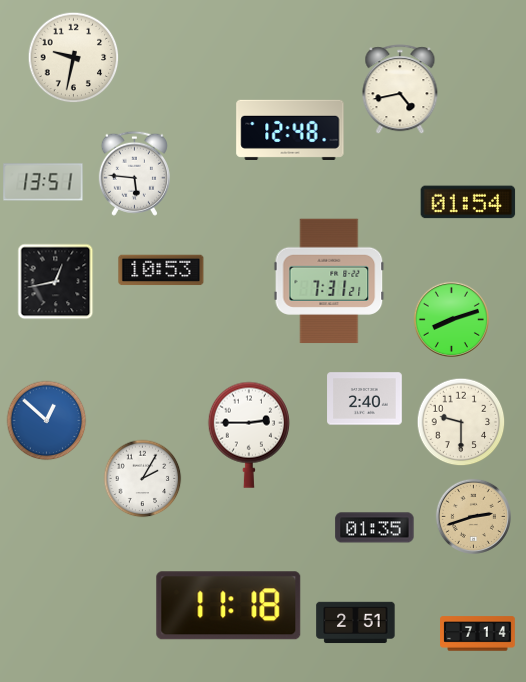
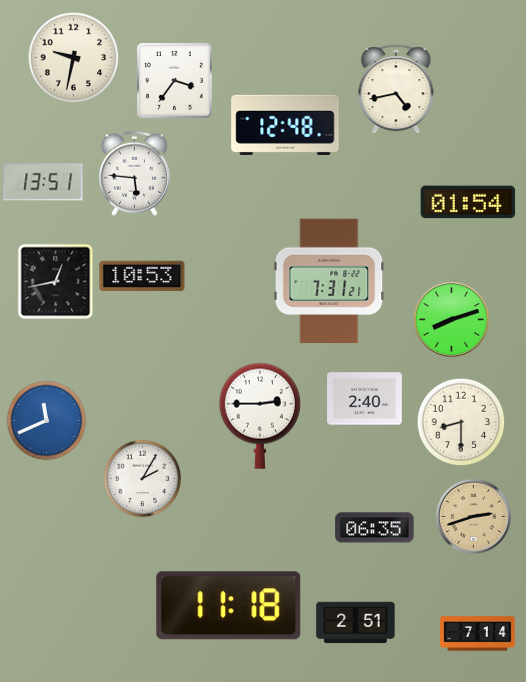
clock at (175, 81): none -> 3:36
clock at (400, 90) position: (400, 90) -> (396, 90)
clock at (290, 130) position: (290, 130) -> (285, 125)
clock at (161, 270) position: (161, 270) -> (142, 276)
clock at (47, 421): 12:52 -> 11:41
clock at (461, 422): 9:30 -> 8:30
clock at (249, 435) position: (249, 435) -> (260, 416)
clock at (375, 528): 01:35 -> 06:35
